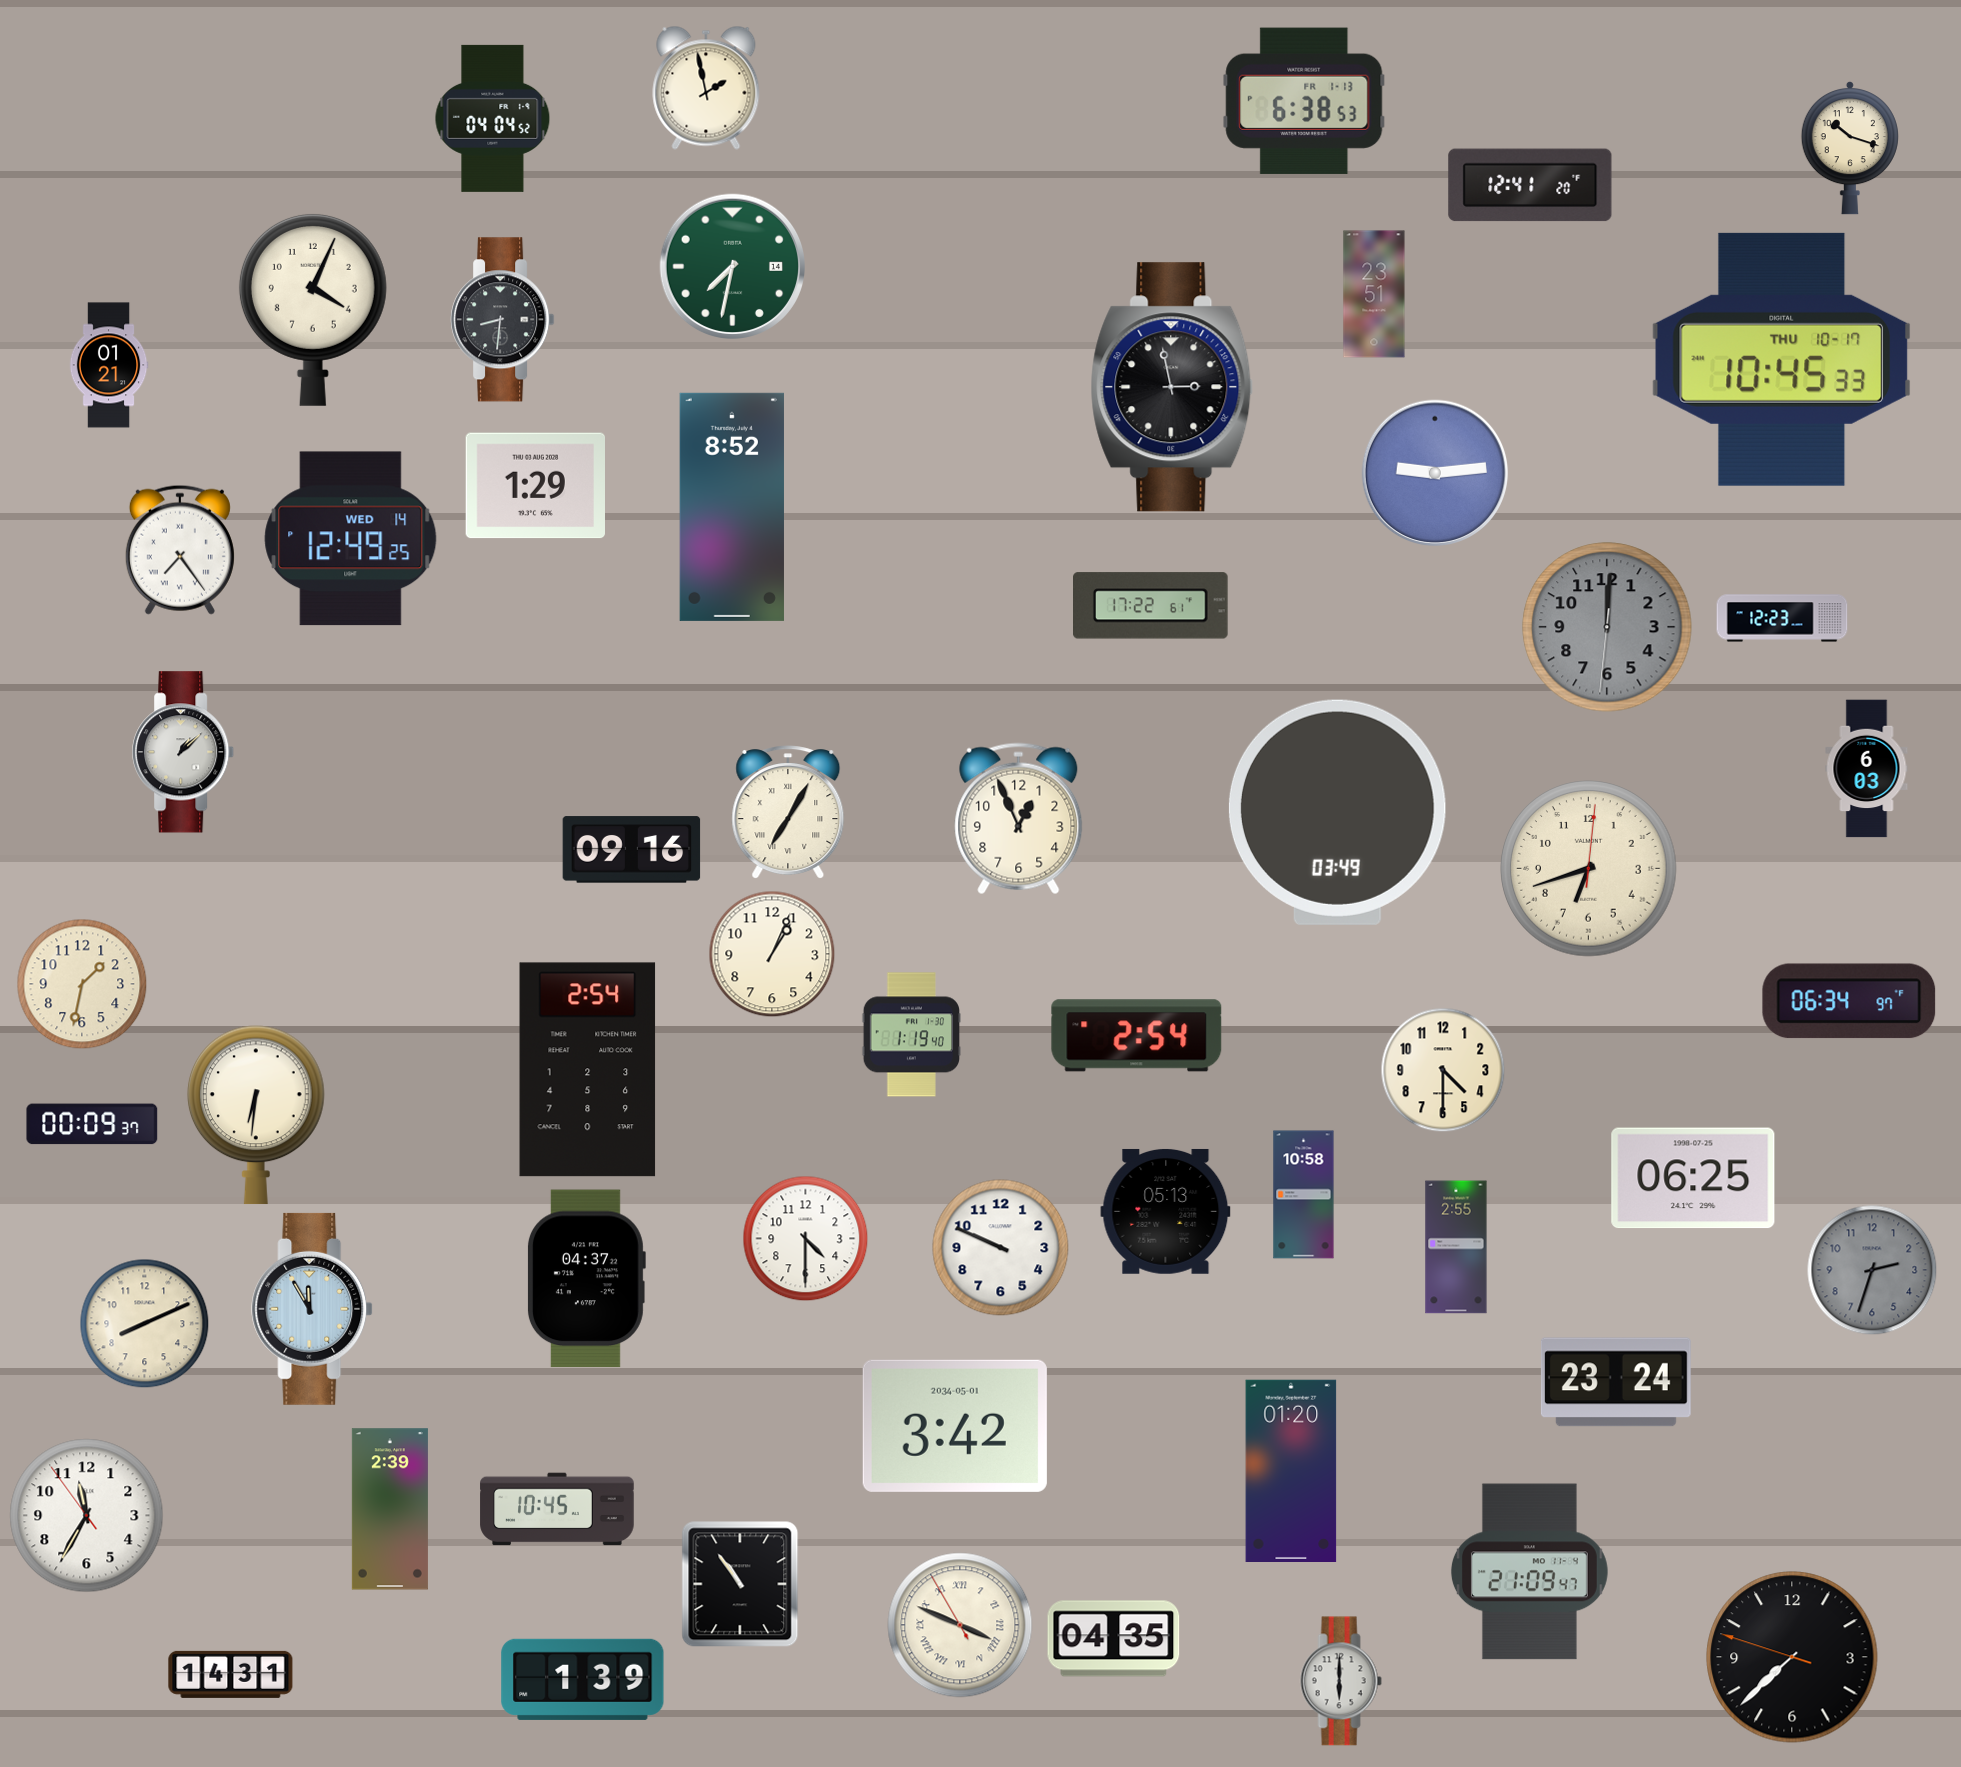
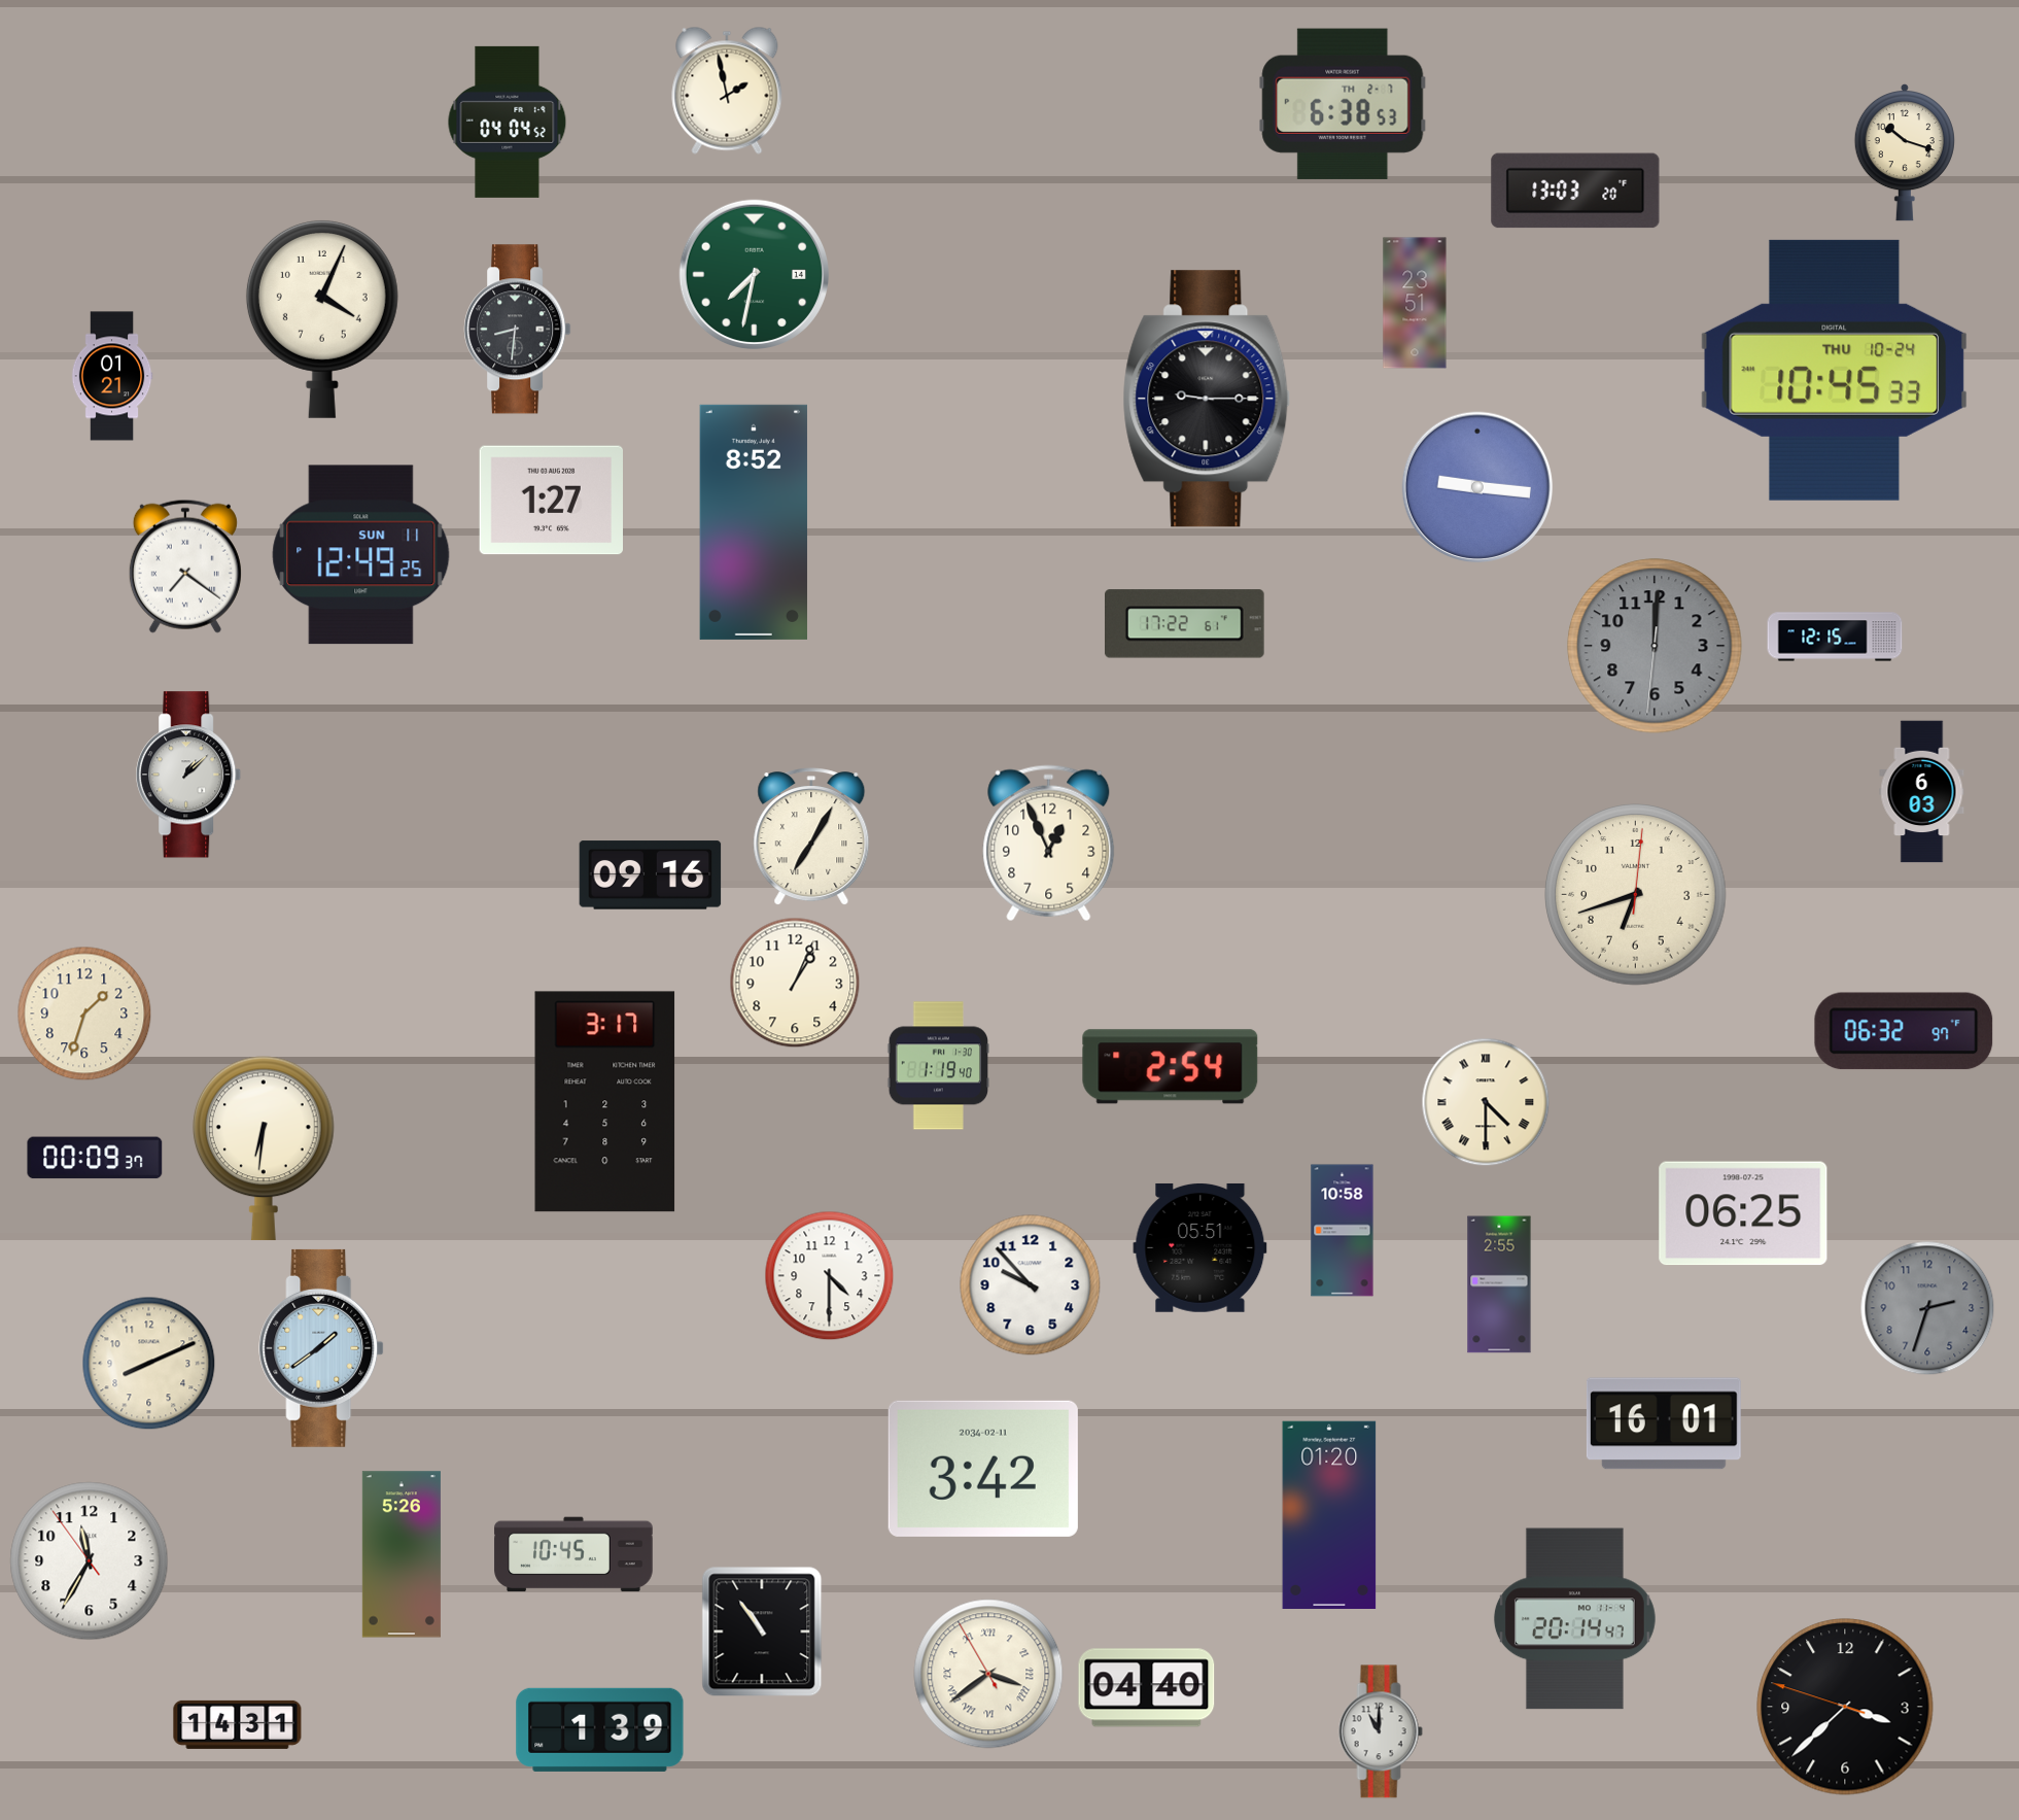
clock at (1304, 101) date: FR 1-13 -> TH 2-7
clock at (1530, 185): 12:41 -> 13:03
clock at (1782, 359) date: THU 10-17 -> THU 10-24
clock at (1172, 387): 2:58 -> 9:15
clock at (1435, 473): 9:14 -> 9:16
clock at (535, 486): 1:29 -> 1:27
clock at (351, 539) date: WED 14 -> SUN 11
clock at (180, 550): 7:24 -> 7:21
clock at (1782, 618): 12:23 -> 12:15
clock at (1337, 812): 03:49 -> none
clock at (82, 984): 1:32 -> 1:33
clock at (1849, 1001): 06:34 -> 06:32
clock at (588, 1070): 2:54 -> 3:17
clock at (1443, 1070) numerals: Arabic -> Roman
clock at (1166, 1211): 05:13 -> 05:51
clock at (1001, 1248): 9:49 -> 9:53
clock at (586, 1279): 04:37 -> none
clock at (312, 1309): 11:55 -> 1:39
clock at (1616, 1382): 23:24 -> 16:01
clock at (955, 1426) date: 2034-05-01 -> 2034-02-11
clock at (390, 1509): 2:39 -> 5:26
clock at (1529, 1572): 21:09 -> 20:14
clock at (960, 1625): 3:48 -> 3:38
clock at (1114, 1639): 04:35 -> 04:40
clock at (1792, 1657): 7:37 -> 3:37
clock at (1341, 1681): 6:00 -> 11:00
